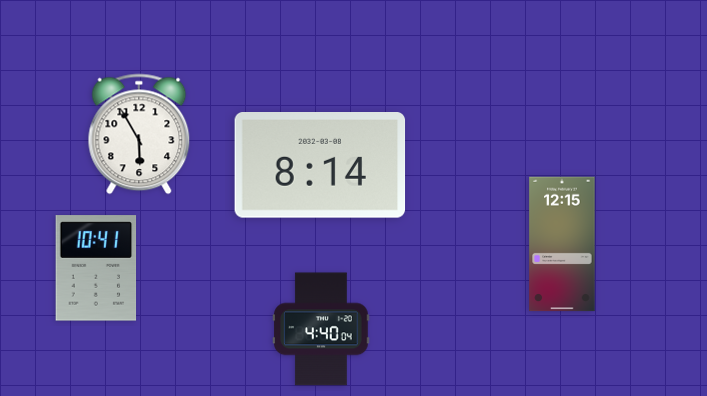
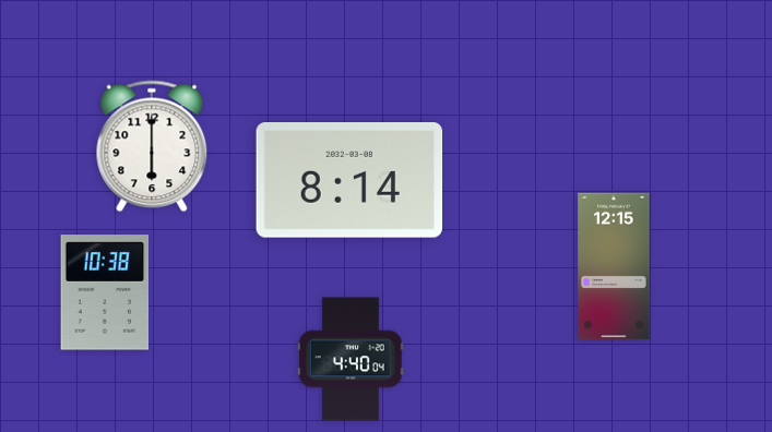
clock at (139, 134): 5:55 -> 6:00
clock at (96, 268): 10:41 -> 10:38
